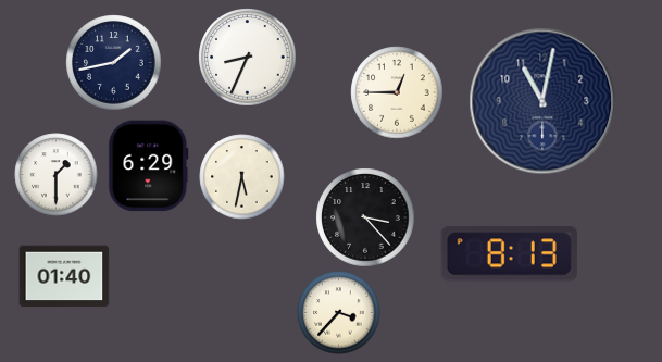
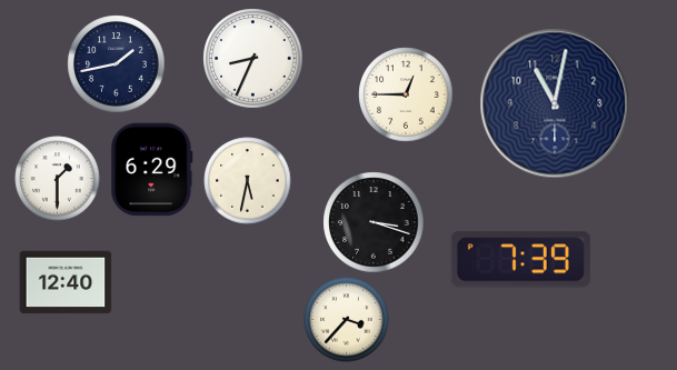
clock at (365, 217): 3:23 -> 3:18
clock at (509, 254): 8:13 -> 7:39
clock at (64, 276): 01:40 -> 12:40
